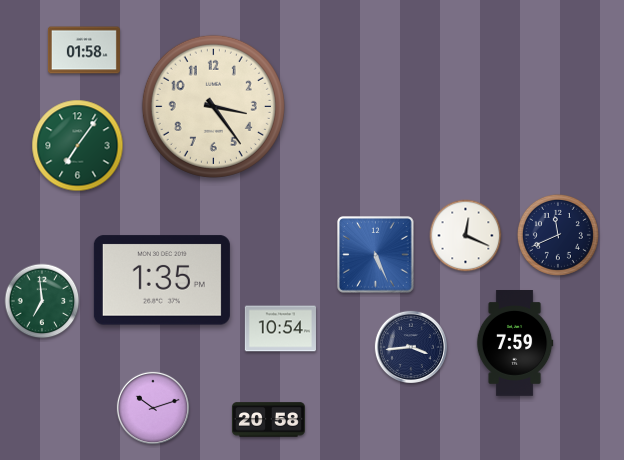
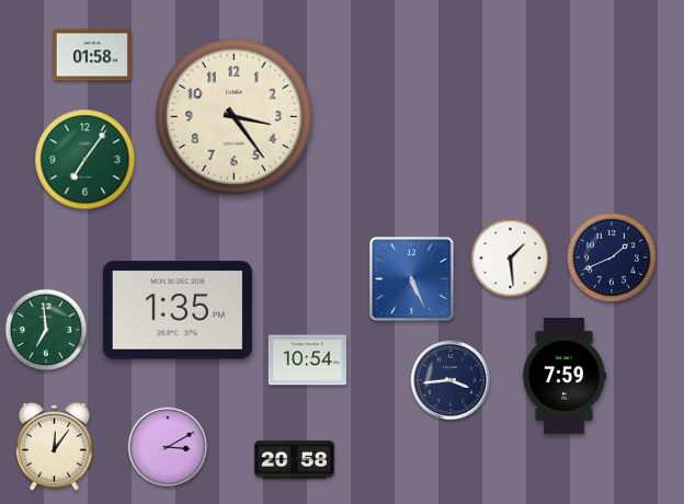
clock at (558, 235): 11:41 -> 1:41
clock at (466, 236): 12:19 -> 1:29
clock at (162, 280) position: (162, 280) -> (178, 310)
clock at (54, 446): none -> 12:06
clock at (153, 408): 10:12 -> 3:10
